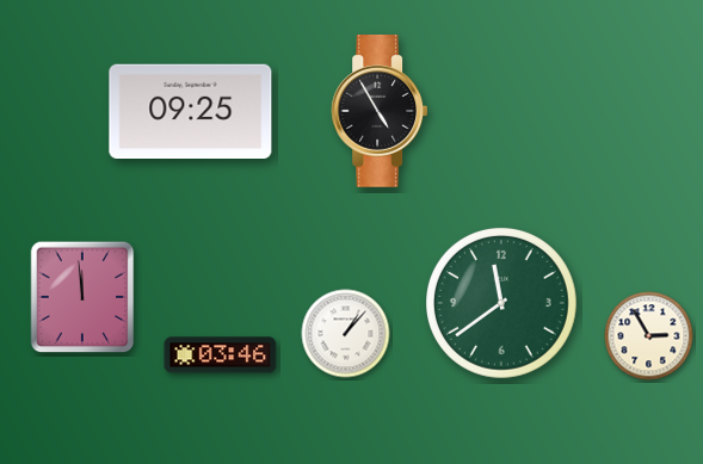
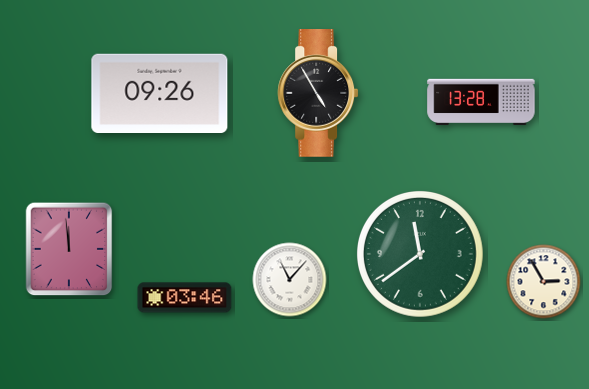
clock at (191, 111): 09:25 -> 09:26
clock at (481, 102): none -> 13:28
clock at (346, 334): 1:07 -> 11:07
